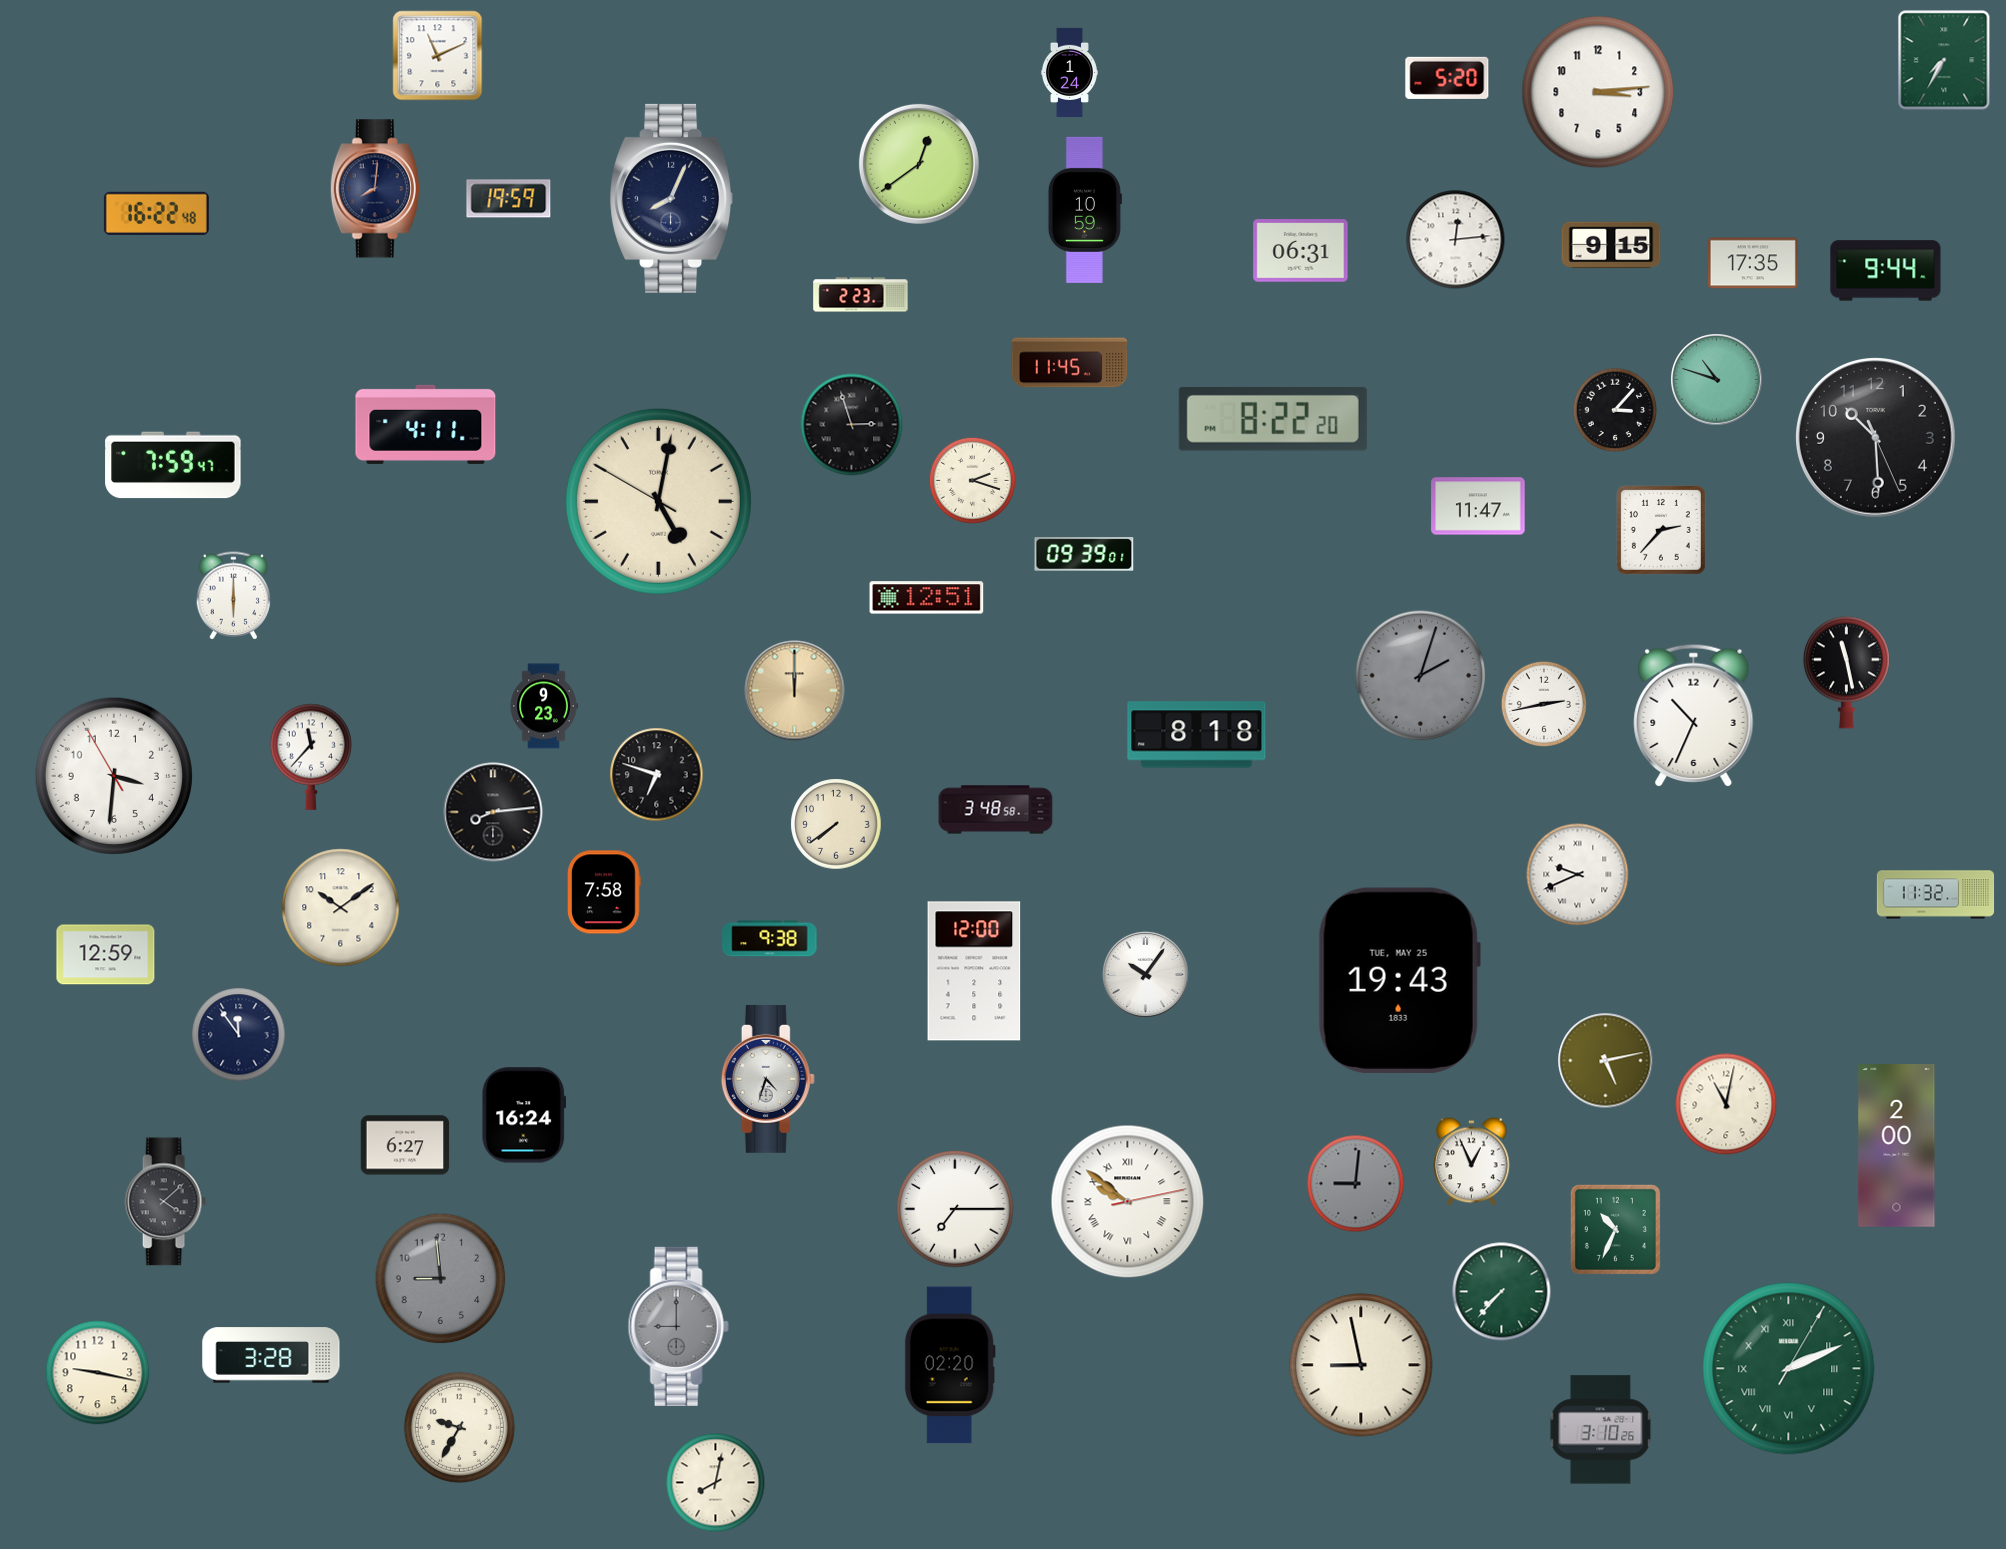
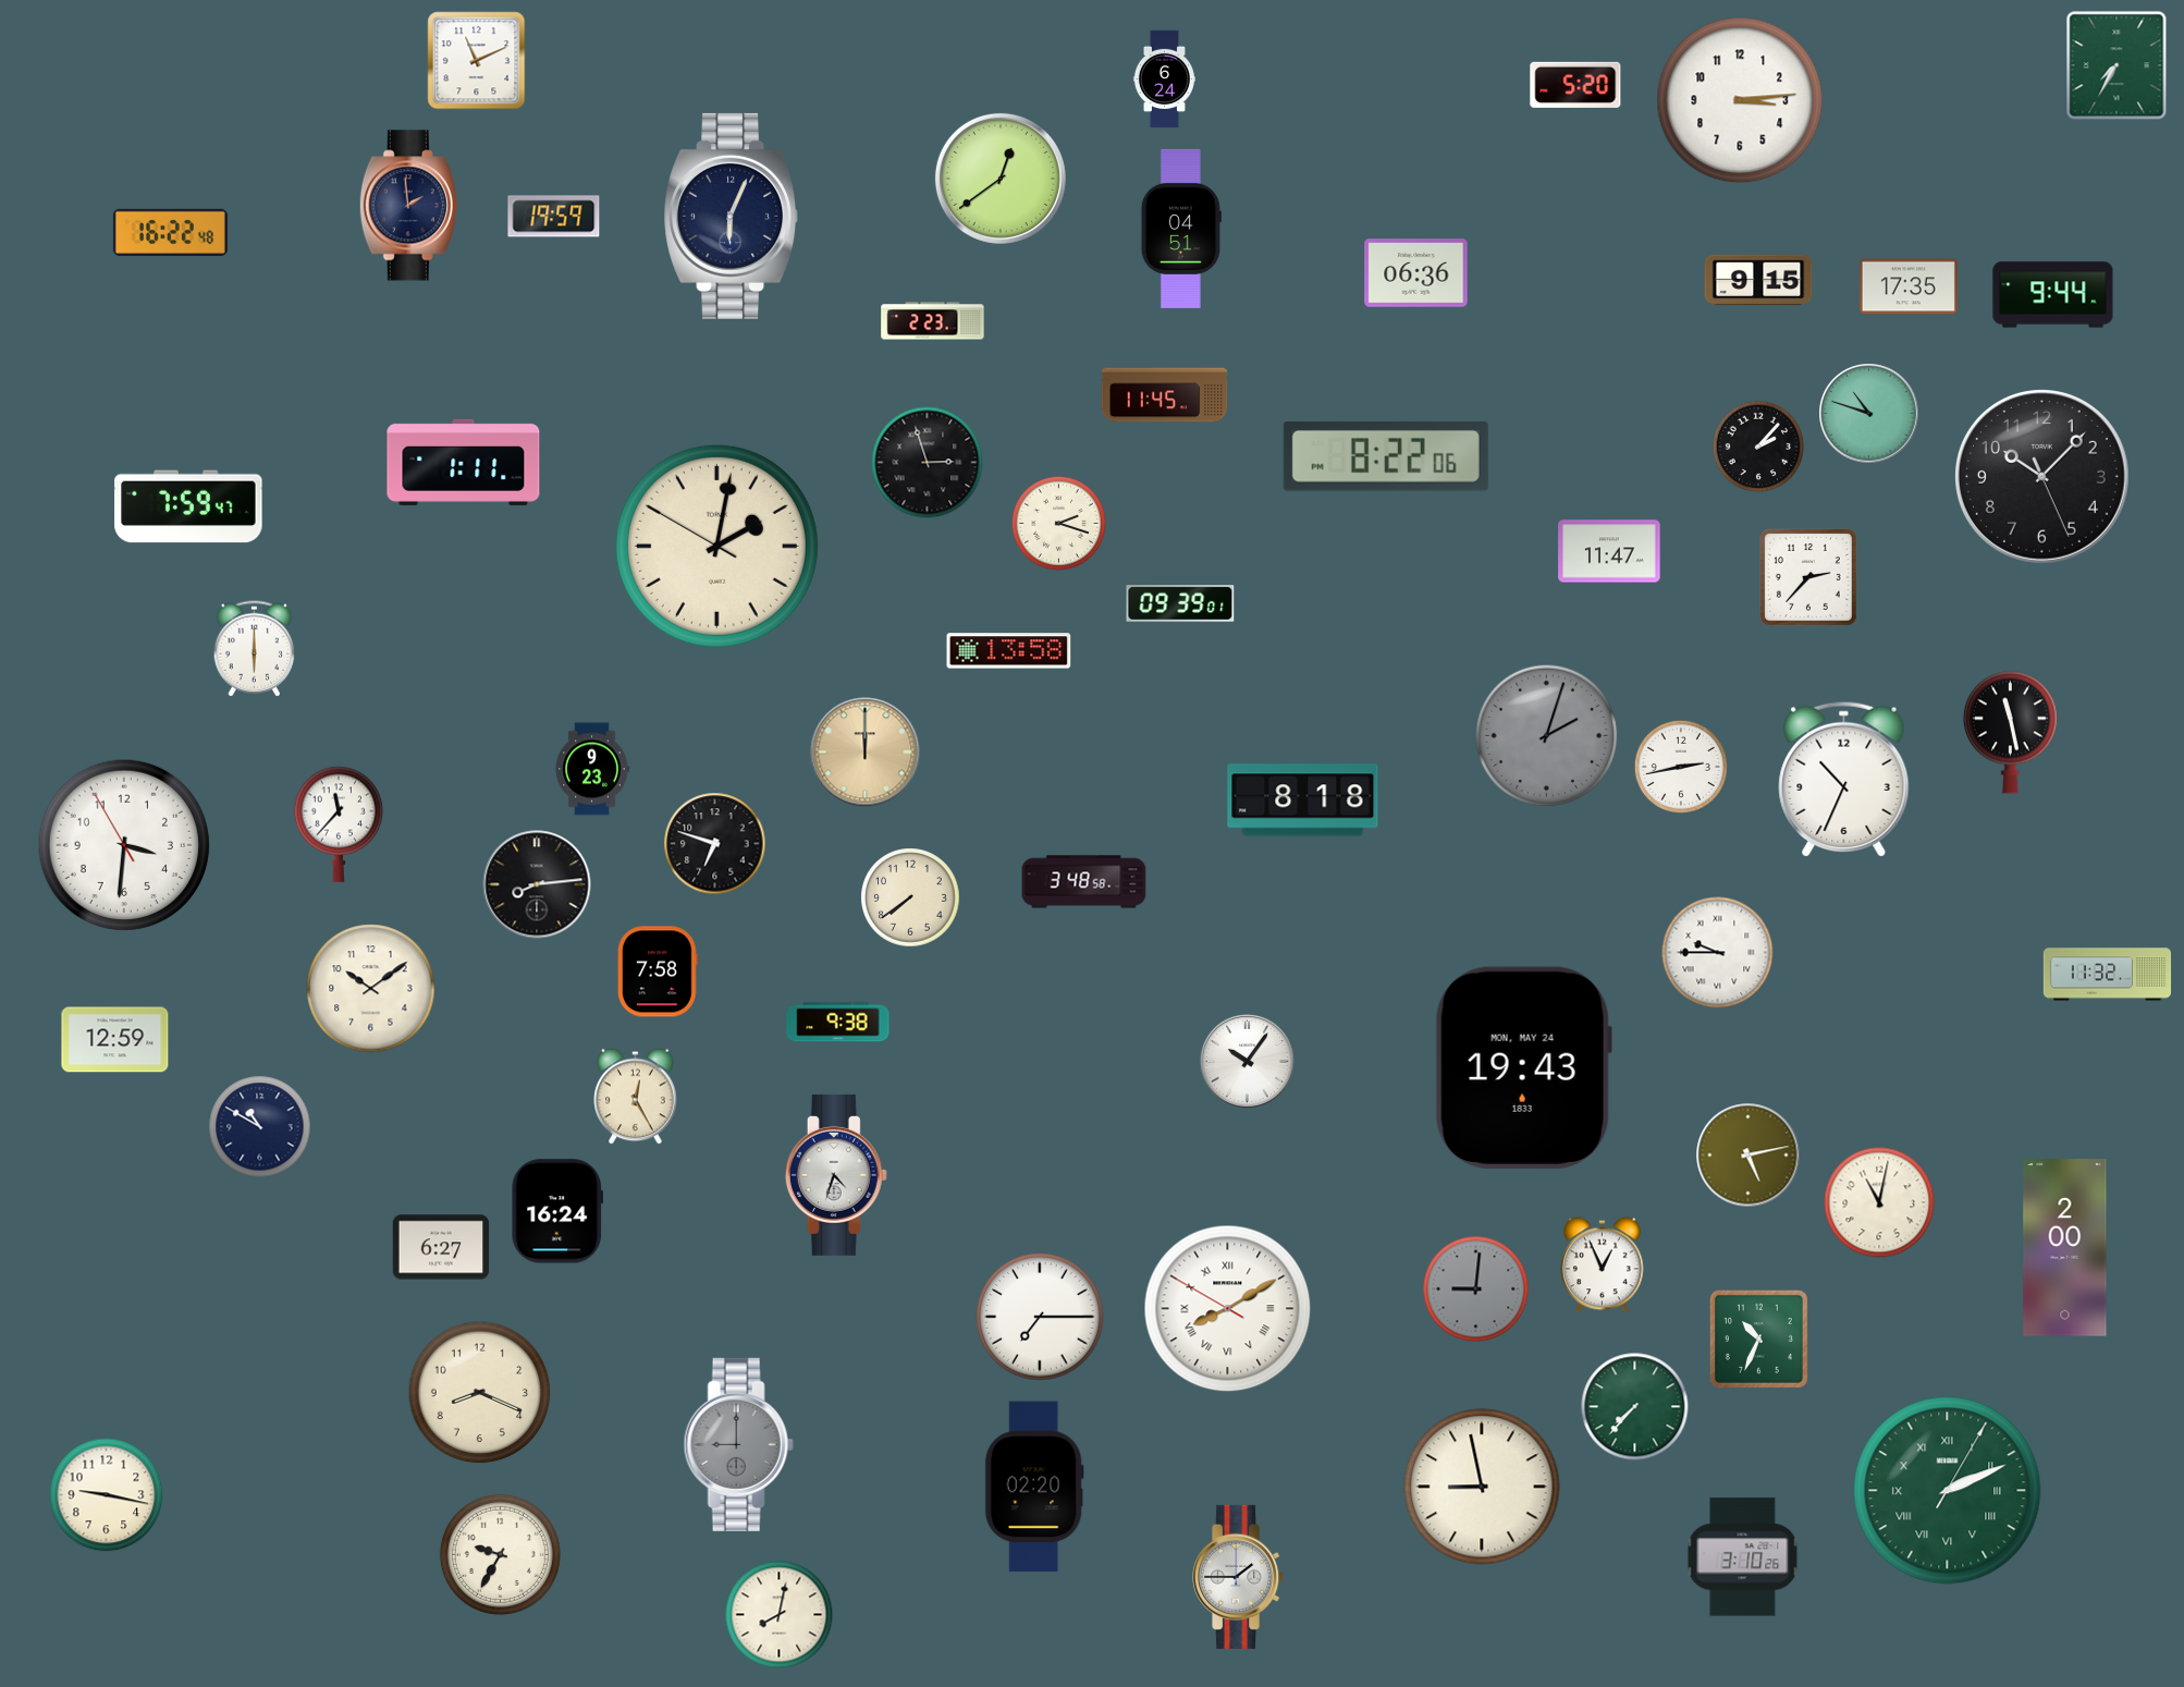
clock at (1069, 73): 1:24 -> 6:24
clock at (375, 189): 8:01 -> 1:59
clock at (672, 198): 8:04 -> 6:04
clock at (1085, 210): 10:59 -> 04:51
clock at (1456, 240): 12:14 -> none
clock at (1611, 245) position: (1611, 245) -> (1758, 280)
clock at (1301, 251): 06:31 -> 06:36
clock at (861, 295) position: (861, 295) -> (933, 321)
clock at (1615, 410): 3:07 -> 2:07
clock at (1273, 419): 8:22:20 -> 8:22:06
clock at (426, 424): 4:11 -> 1:11
clock at (1876, 438): 10:29 -> 10:07
clock at (658, 501): 5:01 -> 2:01
clock at (927, 598): 12:51 -> 13:58
clock at (1578, 875): 9:41 -> 9:45
clock at (974, 971): 12:00 -> none
clock at (1399, 980) date: TUE, MAY 25 -> MON, MAY 24
clock at (636, 1097): none -> 12:25
clock at (239, 1035): 11:54 -> 10:50
clock at (523, 1115) position: (523, 1115) -> (556, 1211)
clock at (165, 1202): 4:08 -> none
clock at (1128, 1202): 9:51 -> 8:09
clock at (441, 1279): 8:59 -> 8:19
clock at (441, 1279) dial: grey -> cream
clock at (271, 1355): 3:28 -> none
clock at (1239, 1577): none -> 1:45
